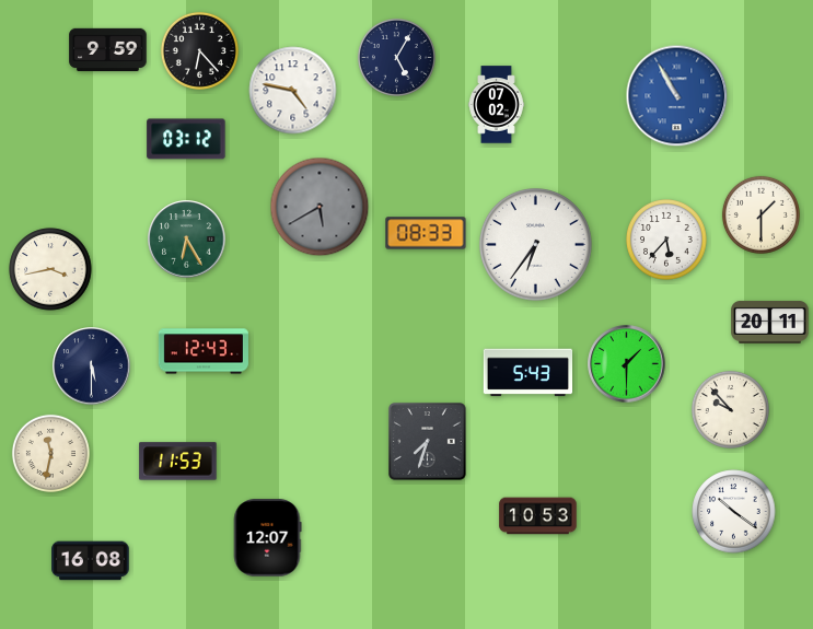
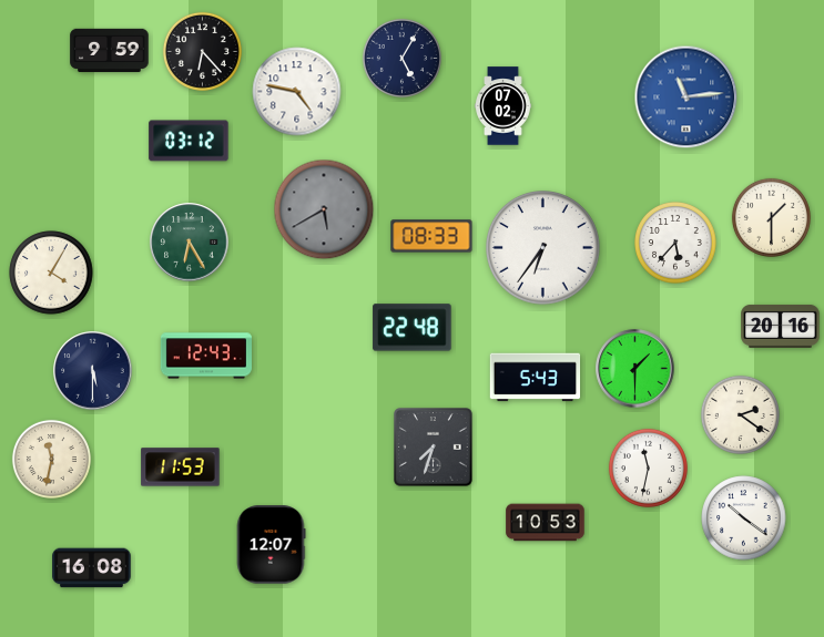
clock at (677, 96): 10:55 -> 11:14
clock at (50, 269): 3:43 -> 4:05
clock at (770, 322): 20:11 -> 20:16
clock at (413, 328): none -> 22:48
clock at (730, 409): 9:53 -> 2:21
clock at (648, 468): none -> 11:32
